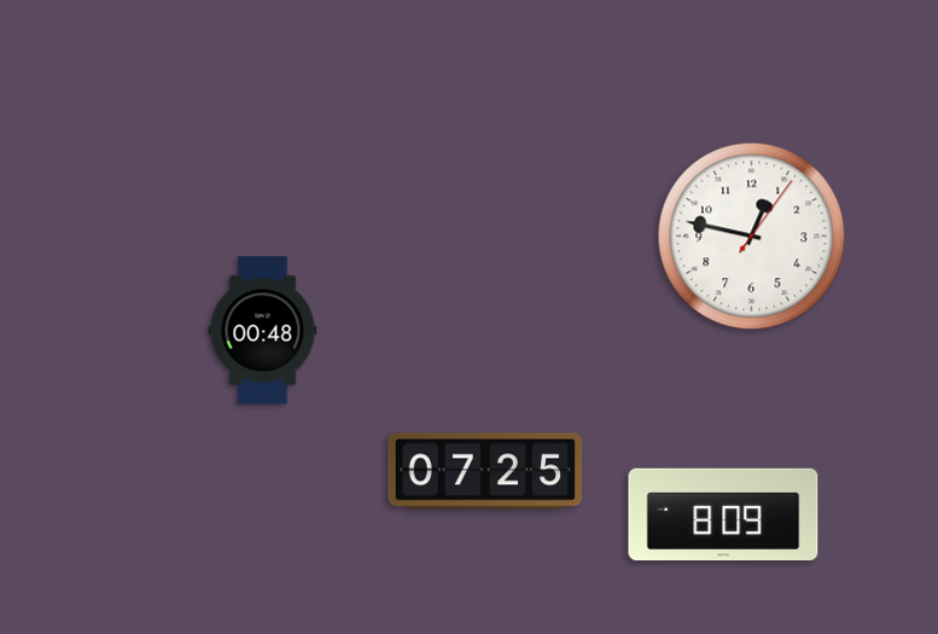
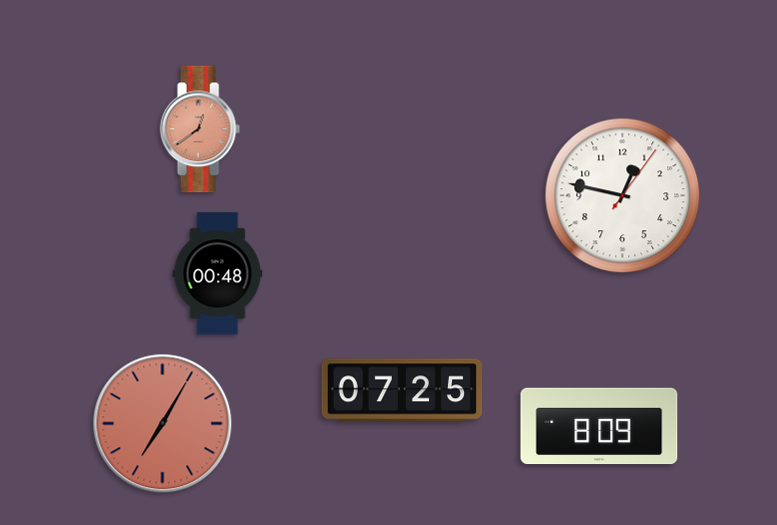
clock at (200, 129): none -> 12:39
clock at (163, 424): none -> 7:05
